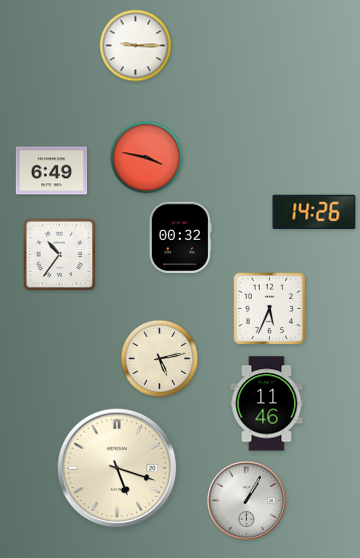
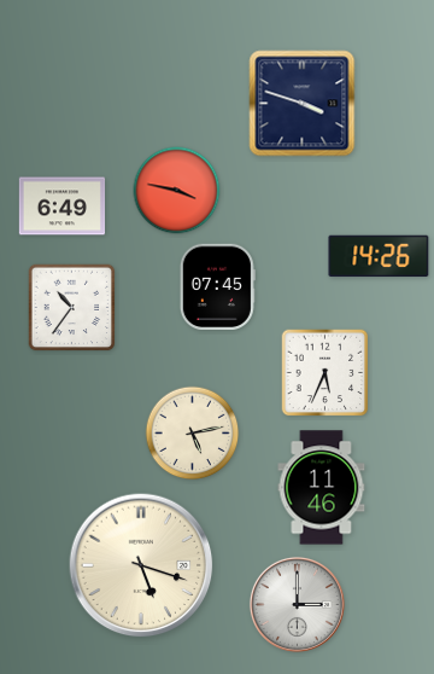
clock at (136, 46): 9:15 -> none
clock at (303, 104): none -> 3:48
clock at (180, 237): 00:32 -> 07:45
clock at (246, 500): 1:05 -> 3:00
